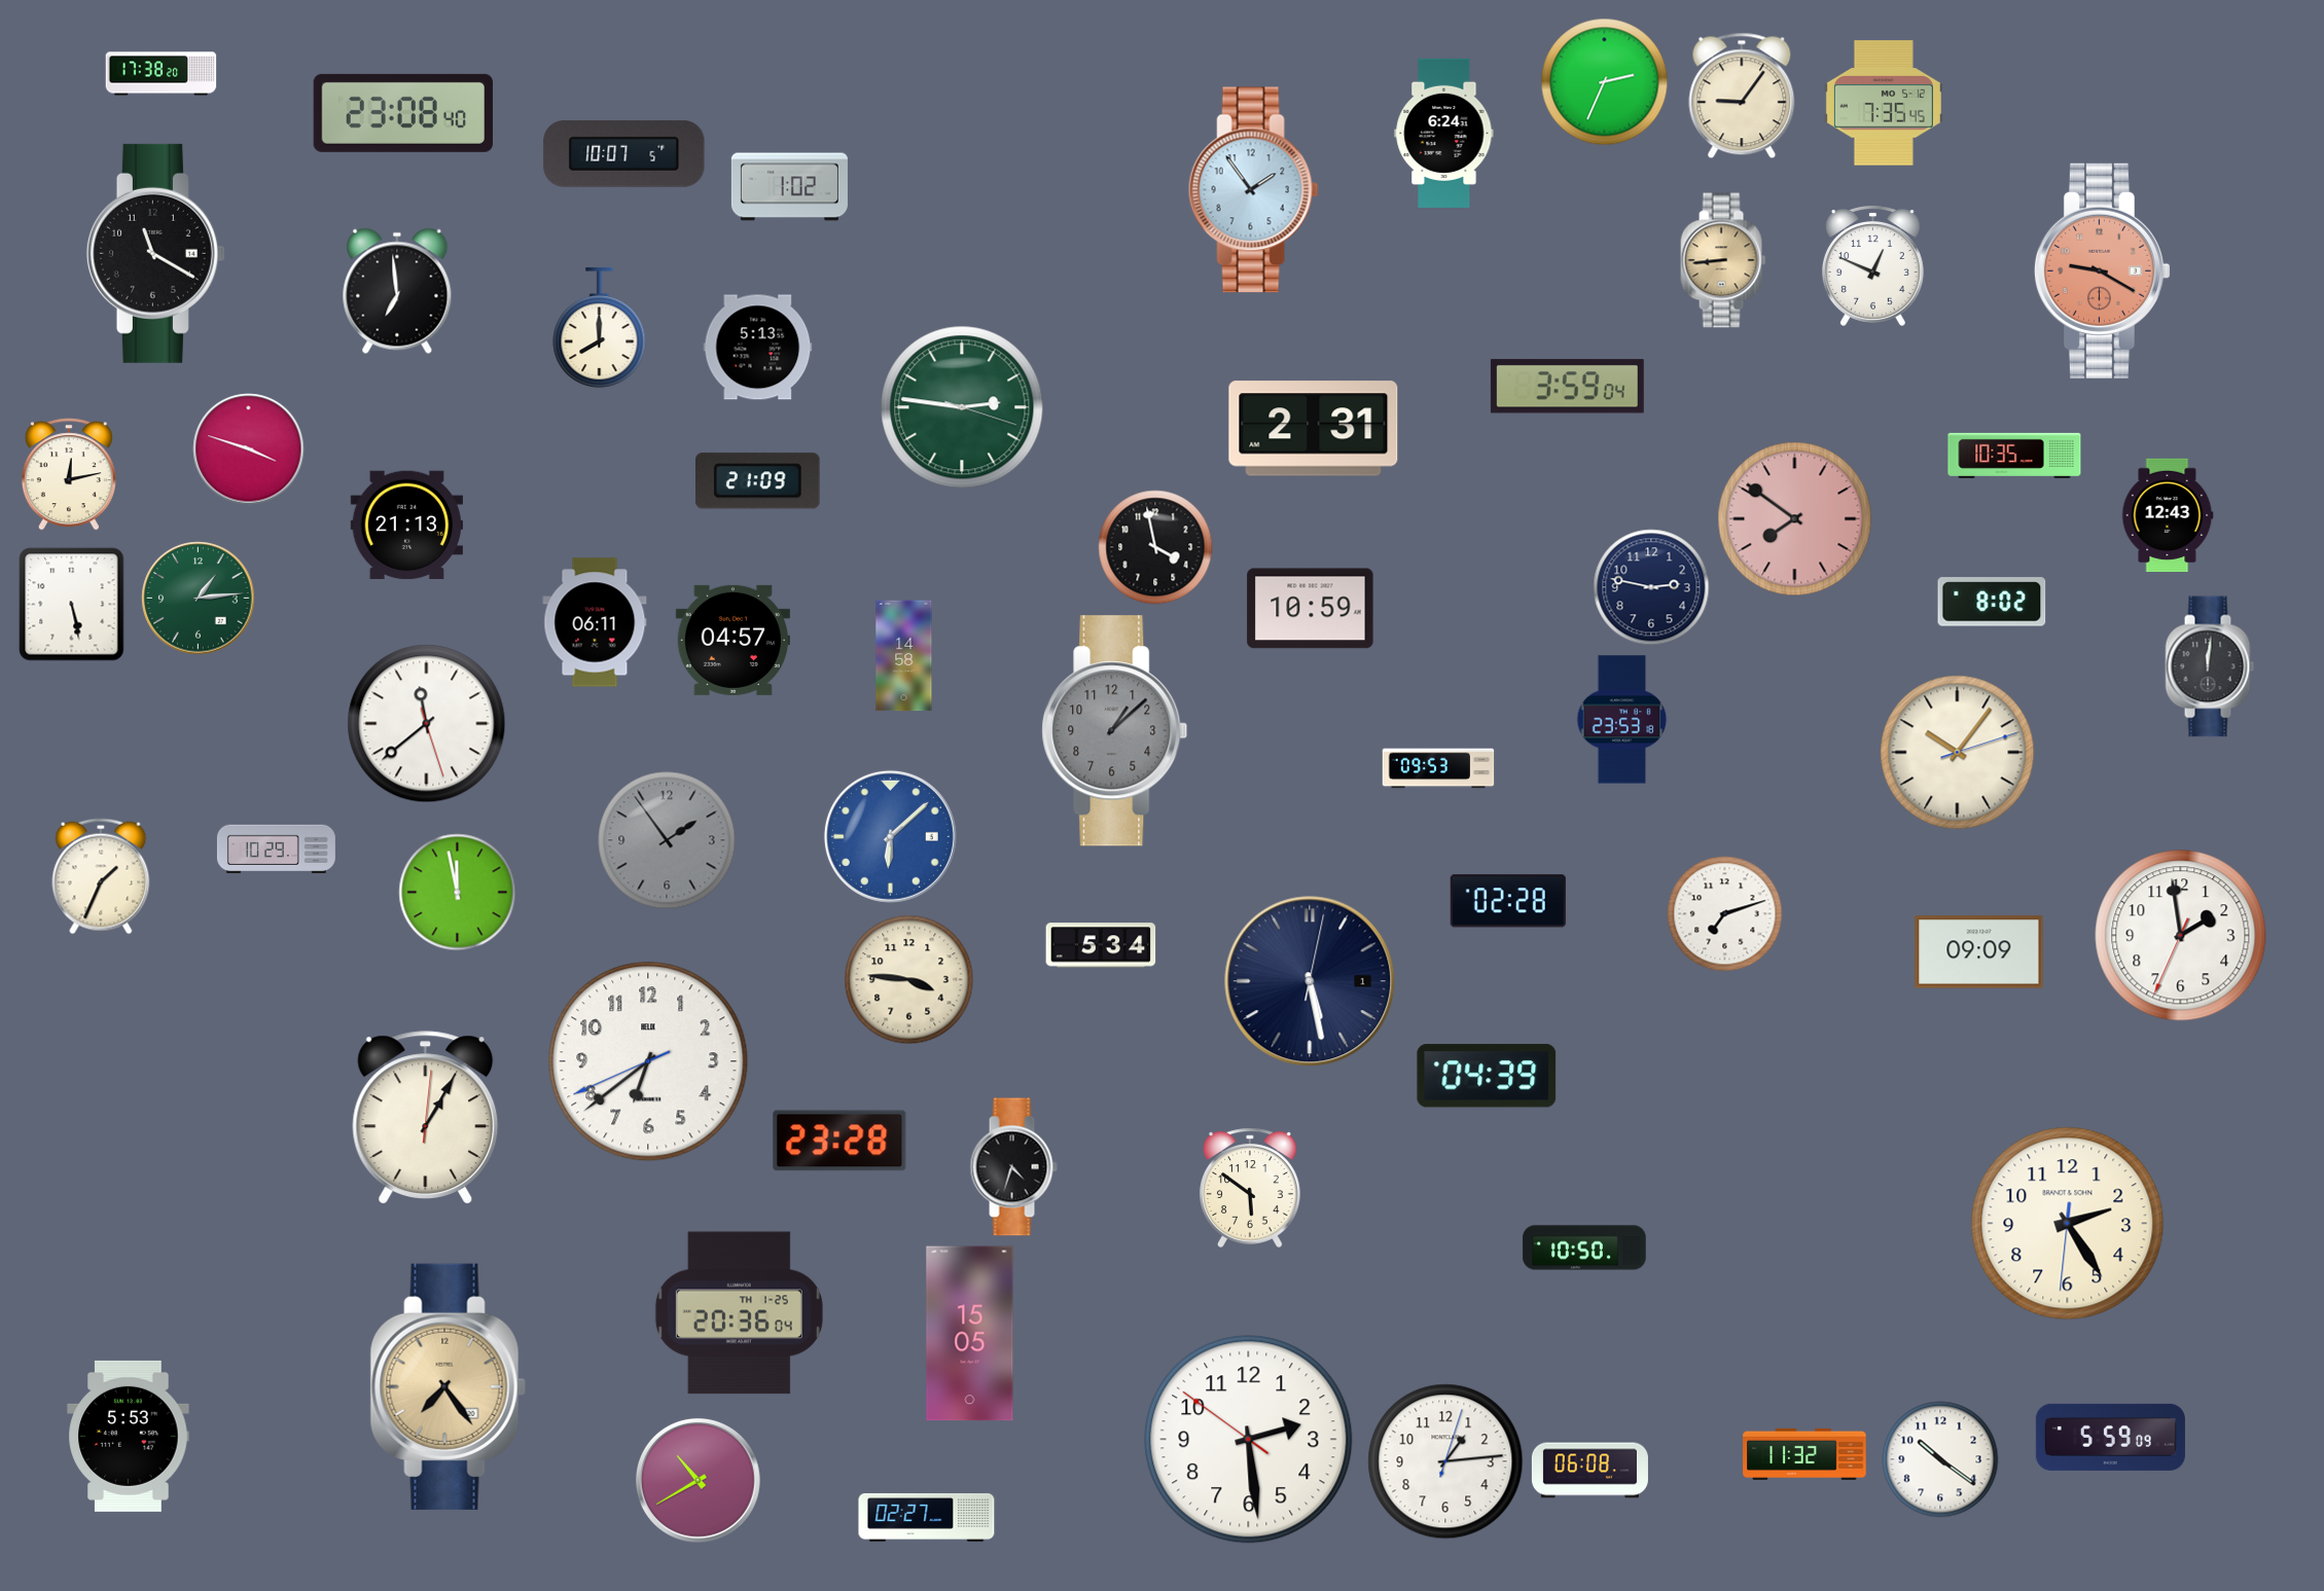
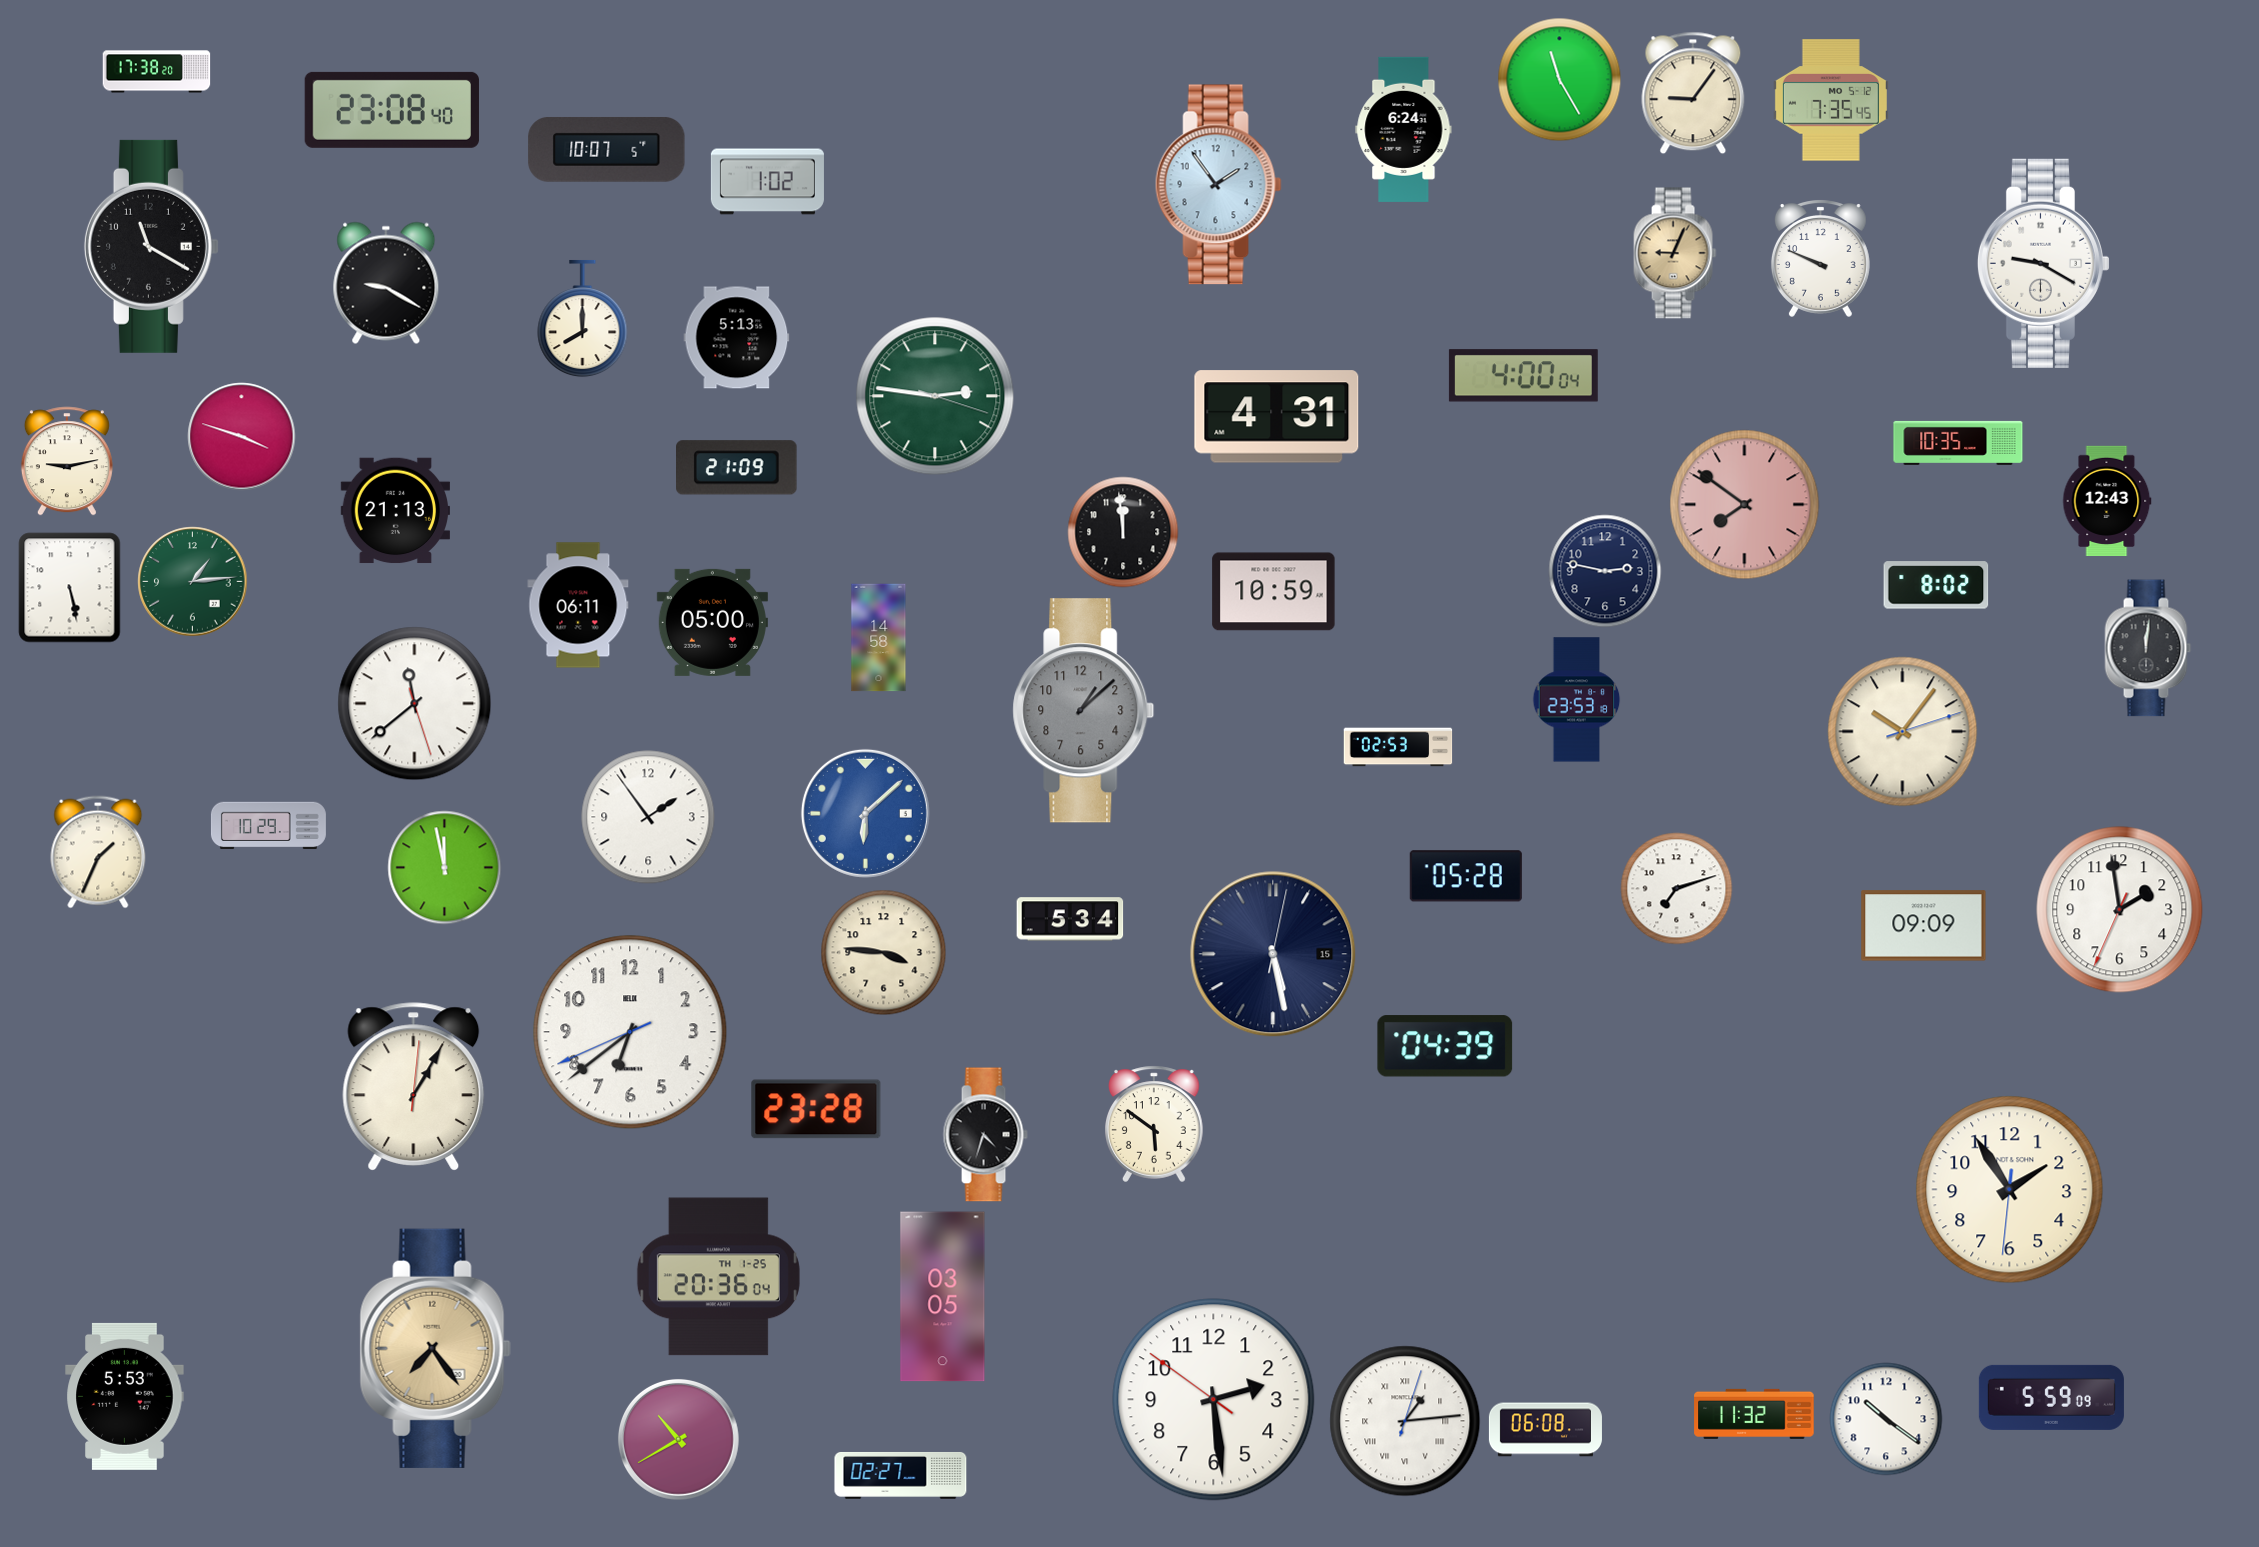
clock at (1605, 82): 2:34 -> 11:25
clock at (1723, 260): 8:44 -> 9:04
clock at (1872, 265): 12:49 -> 9:49
clock at (2102, 270) dial: salmon -> white
clock at (397, 291): 6:59 -> 9:20
clock at (1567, 387): 3:59 -> 4:00
clock at (1314, 429): 2:31 -> 4:31
clock at (69, 474): 12:13 -> 9:13
clock at (1155, 547): 3:58 -> 11:59
clock at (732, 640): 04:57 -> 05:00
clock at (1438, 768): 09:53 -> 02:53
clock at (667, 840) dial: grey -> white
clock at (1508, 901): 02:28 -> 05:28
clock at (1310, 981) date: 1 -> 15
clock at (1251, 1188) position: (1251, 1188) -> (1155, 1124)
clock at (2068, 1224): 2:24 -> 1:54
clock at (1584, 1248): 10:50 -> none
clock at (970, 1334): 15:05 -> 03:05
clock at (1445, 1461) numerals: Arabic -> Roman
